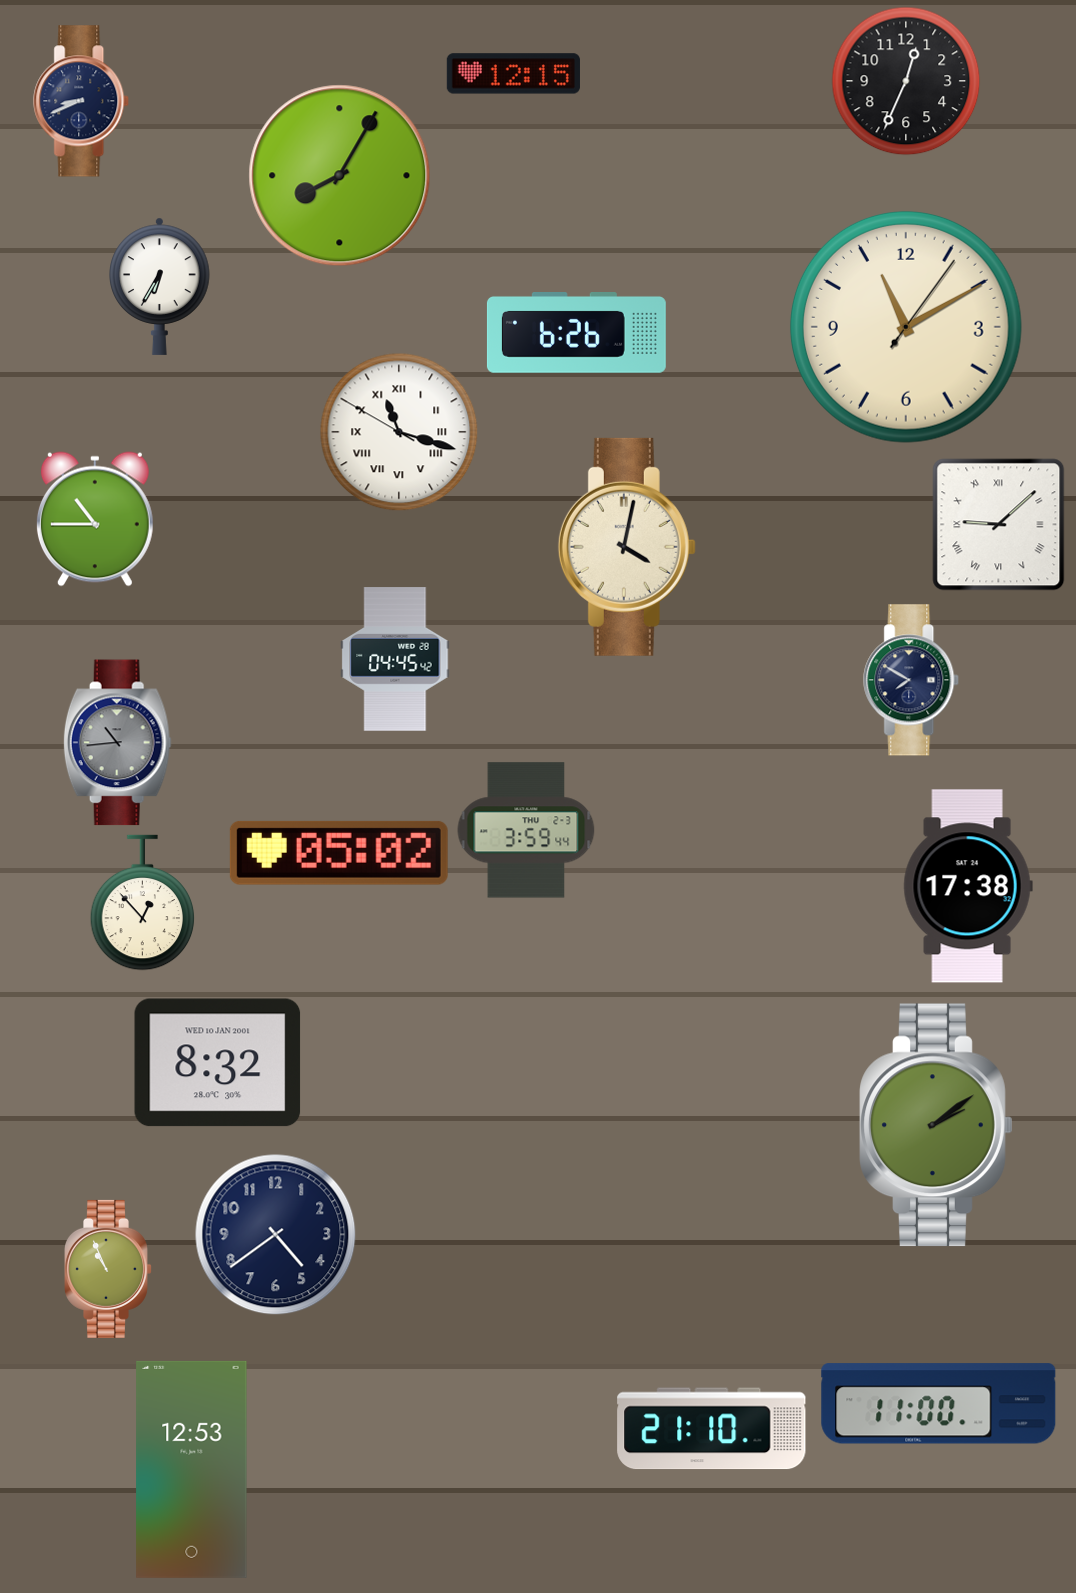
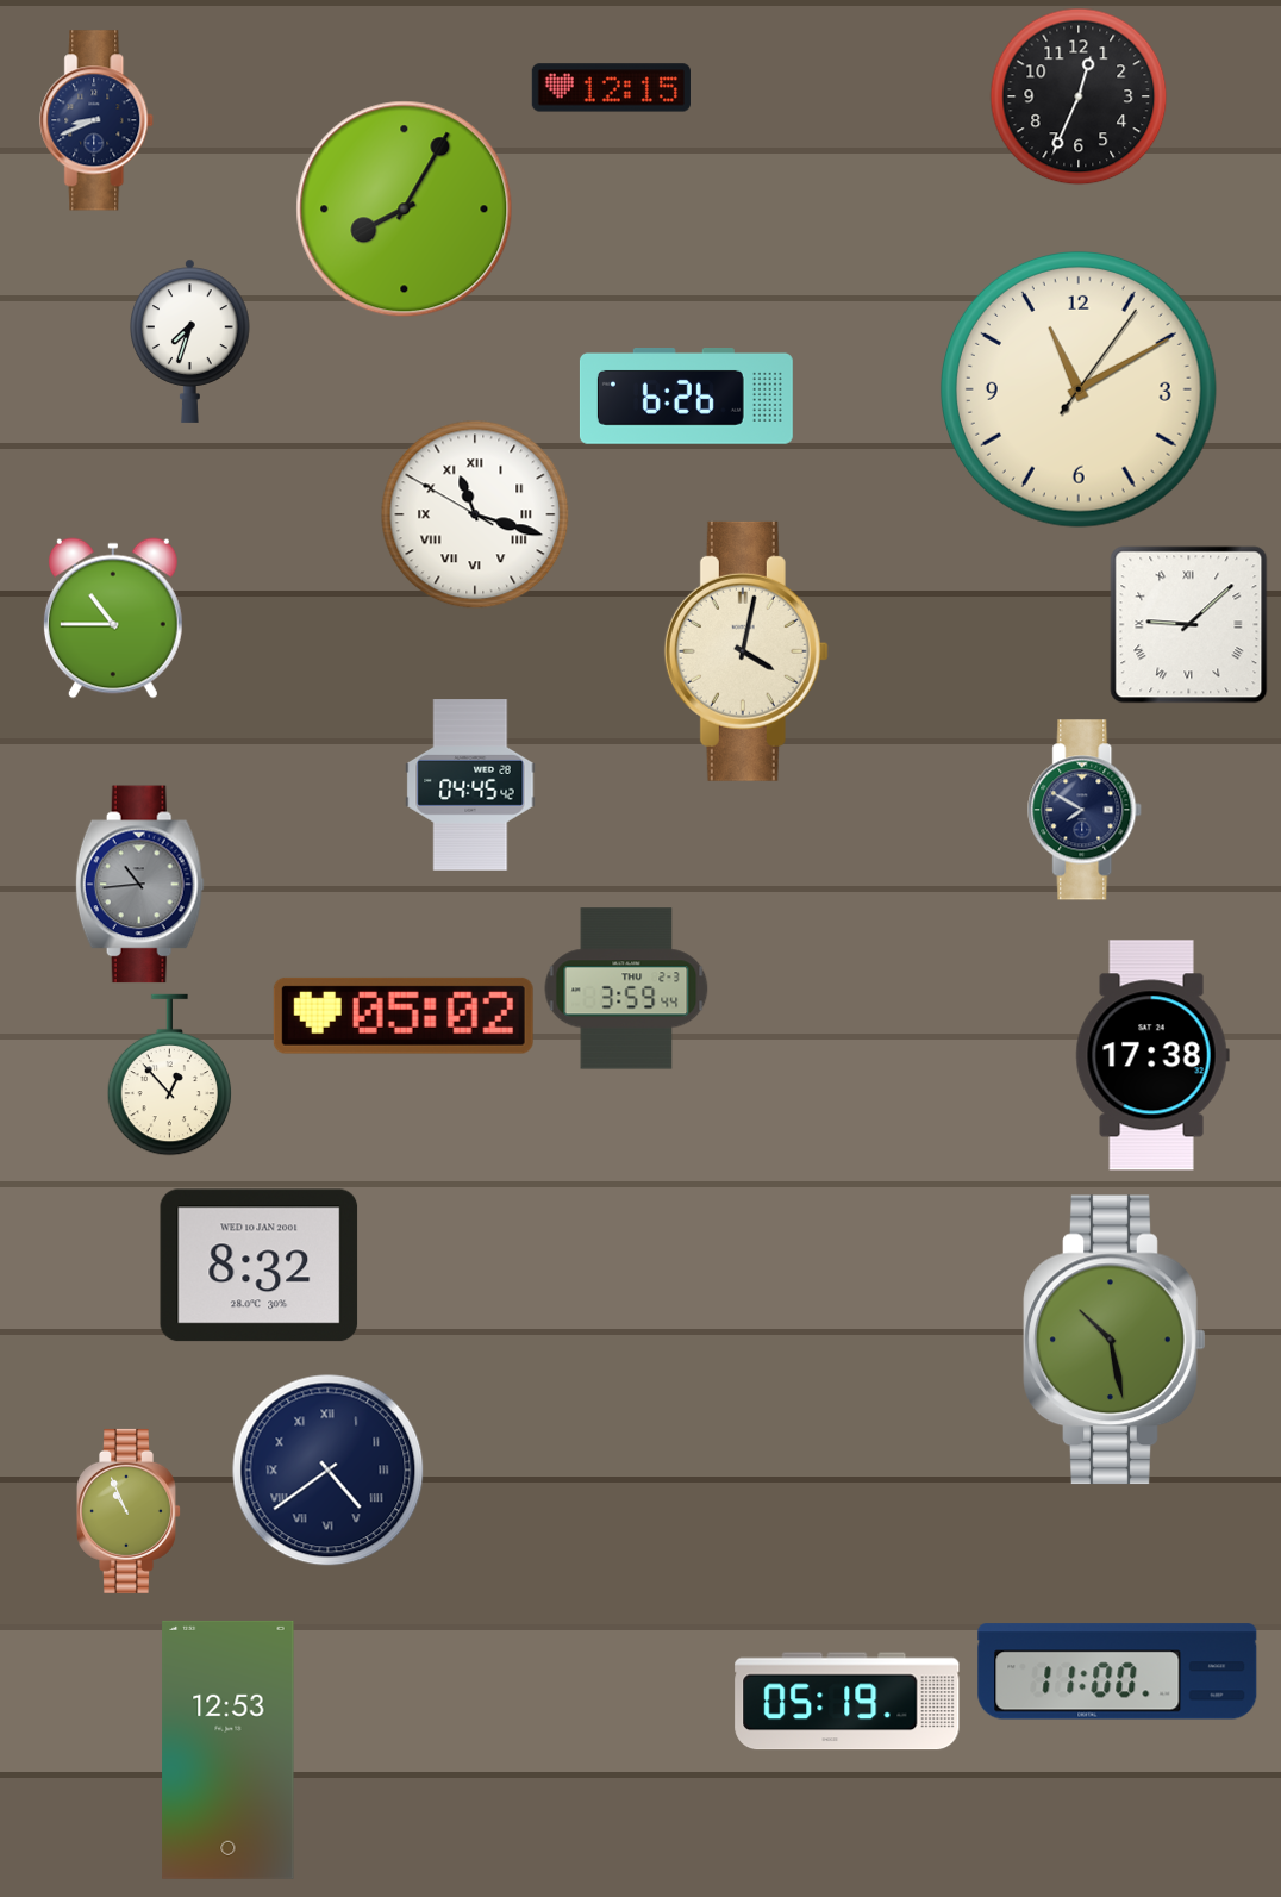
clock at (160, 286): 6:35 -> 7:33
clock at (936, 1125): 2:09 -> 10:28
clock at (276, 1235) numerals: Arabic -> Roman
clock at (712, 1429): 21:10 -> 05:19
